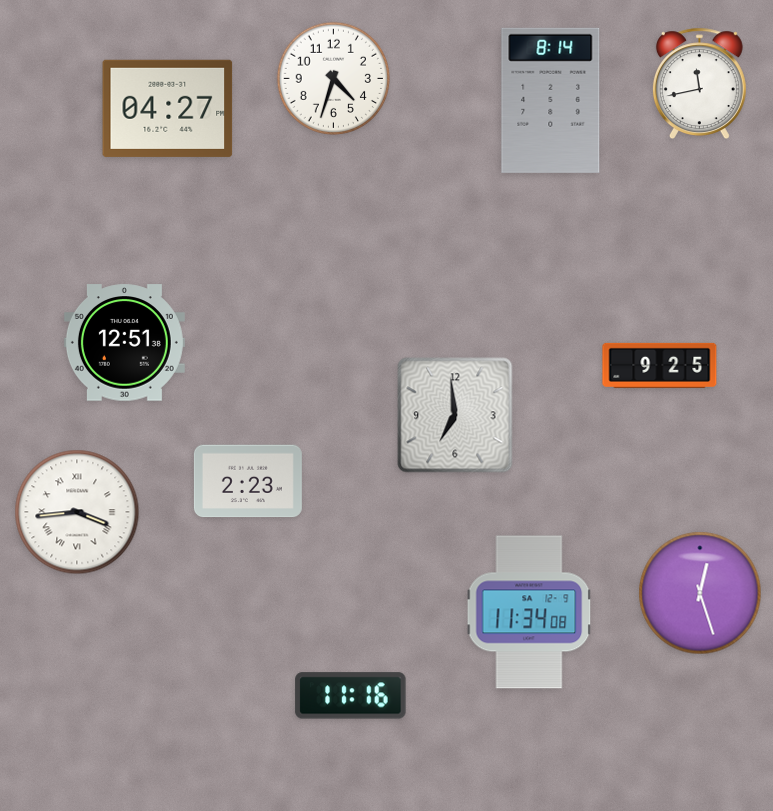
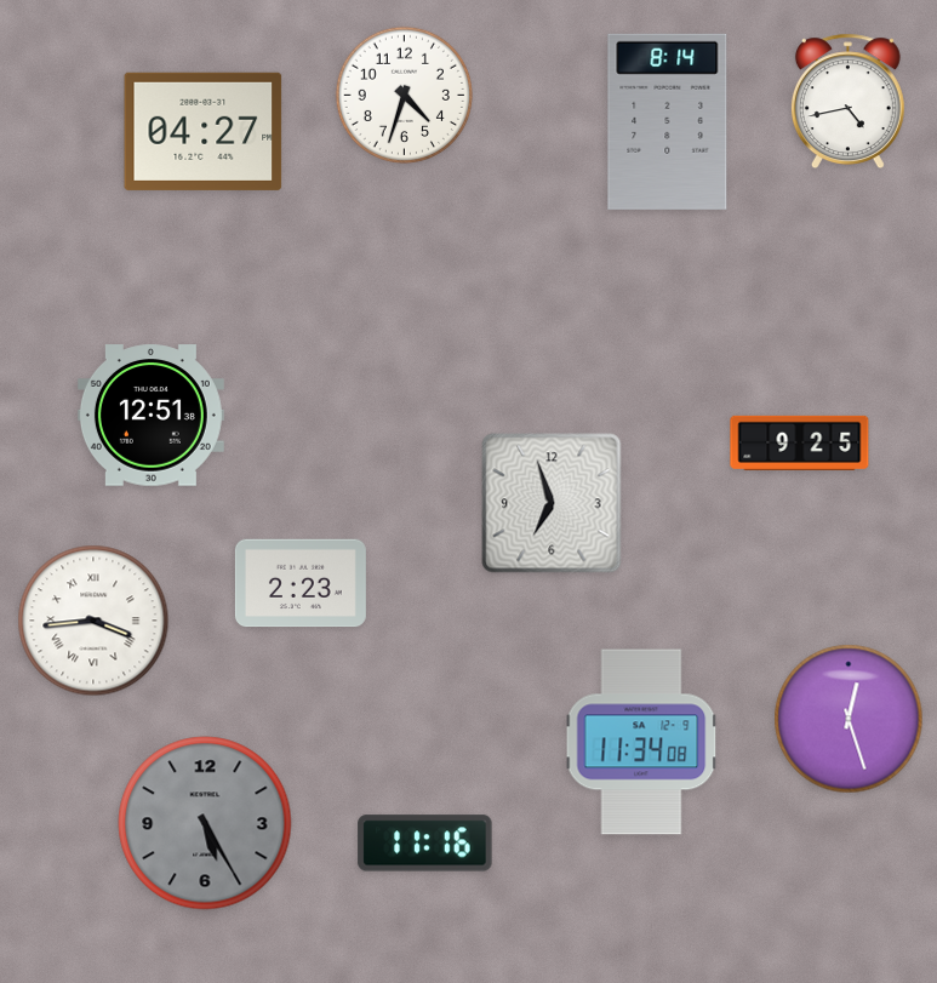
clock at (699, 83): 11:43 -> 4:43
clock at (455, 415): 6:59 -> 6:57
clock at (205, 823): none -> 5:25
